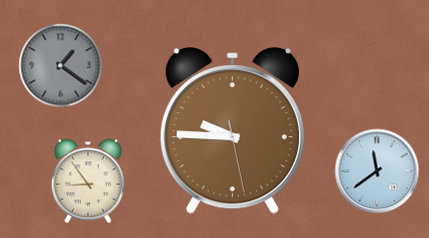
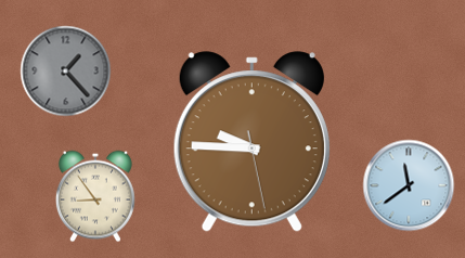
clock at (61, 66): 1:21 -> 1:23
